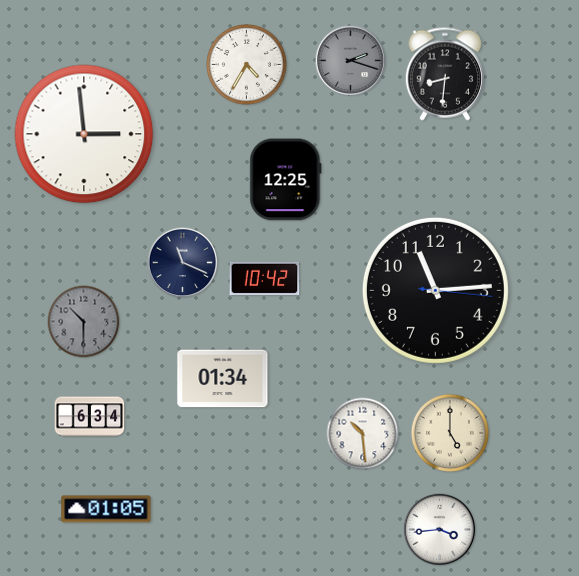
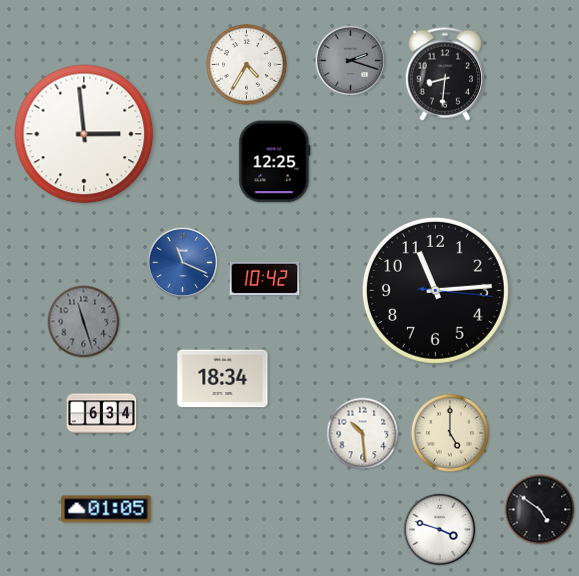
clock at (286, 180) position: (286, 180) -> (275, 162)
clock at (183, 263) dial: navy -> blue
clock at (84, 322): 10:30 -> 11:27
clock at (223, 379): 01:34 -> 18:34
clock at (90, 417) position: (90, 417) -> (102, 414)
clock at (540, 510): none -> 4:51
clock at (440, 530): 3:44 -> 3:48
